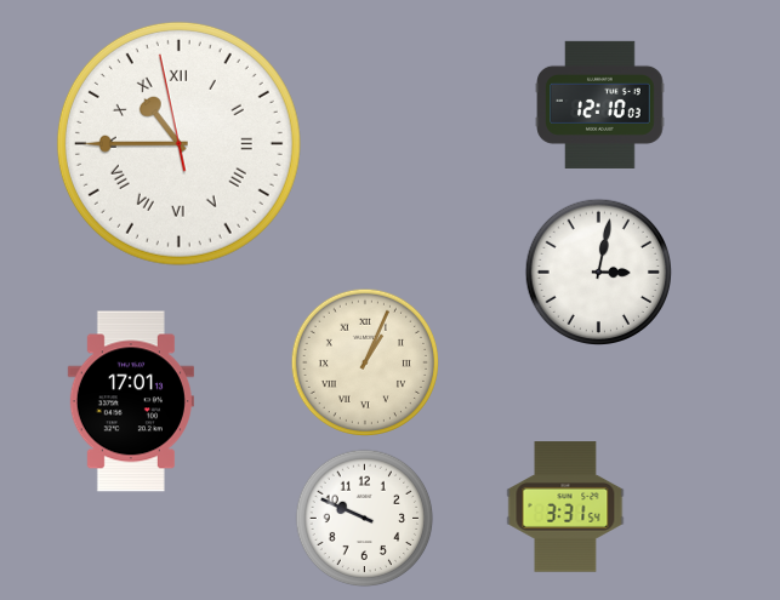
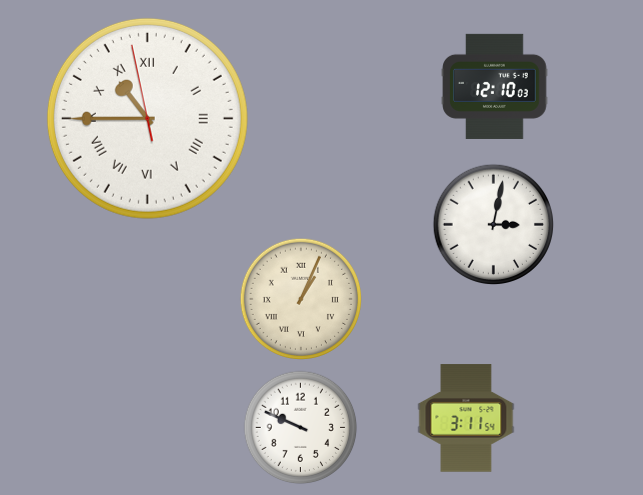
clock at (131, 401): 17:01 -> none
clock at (565, 507): 3:31 -> 3:11
